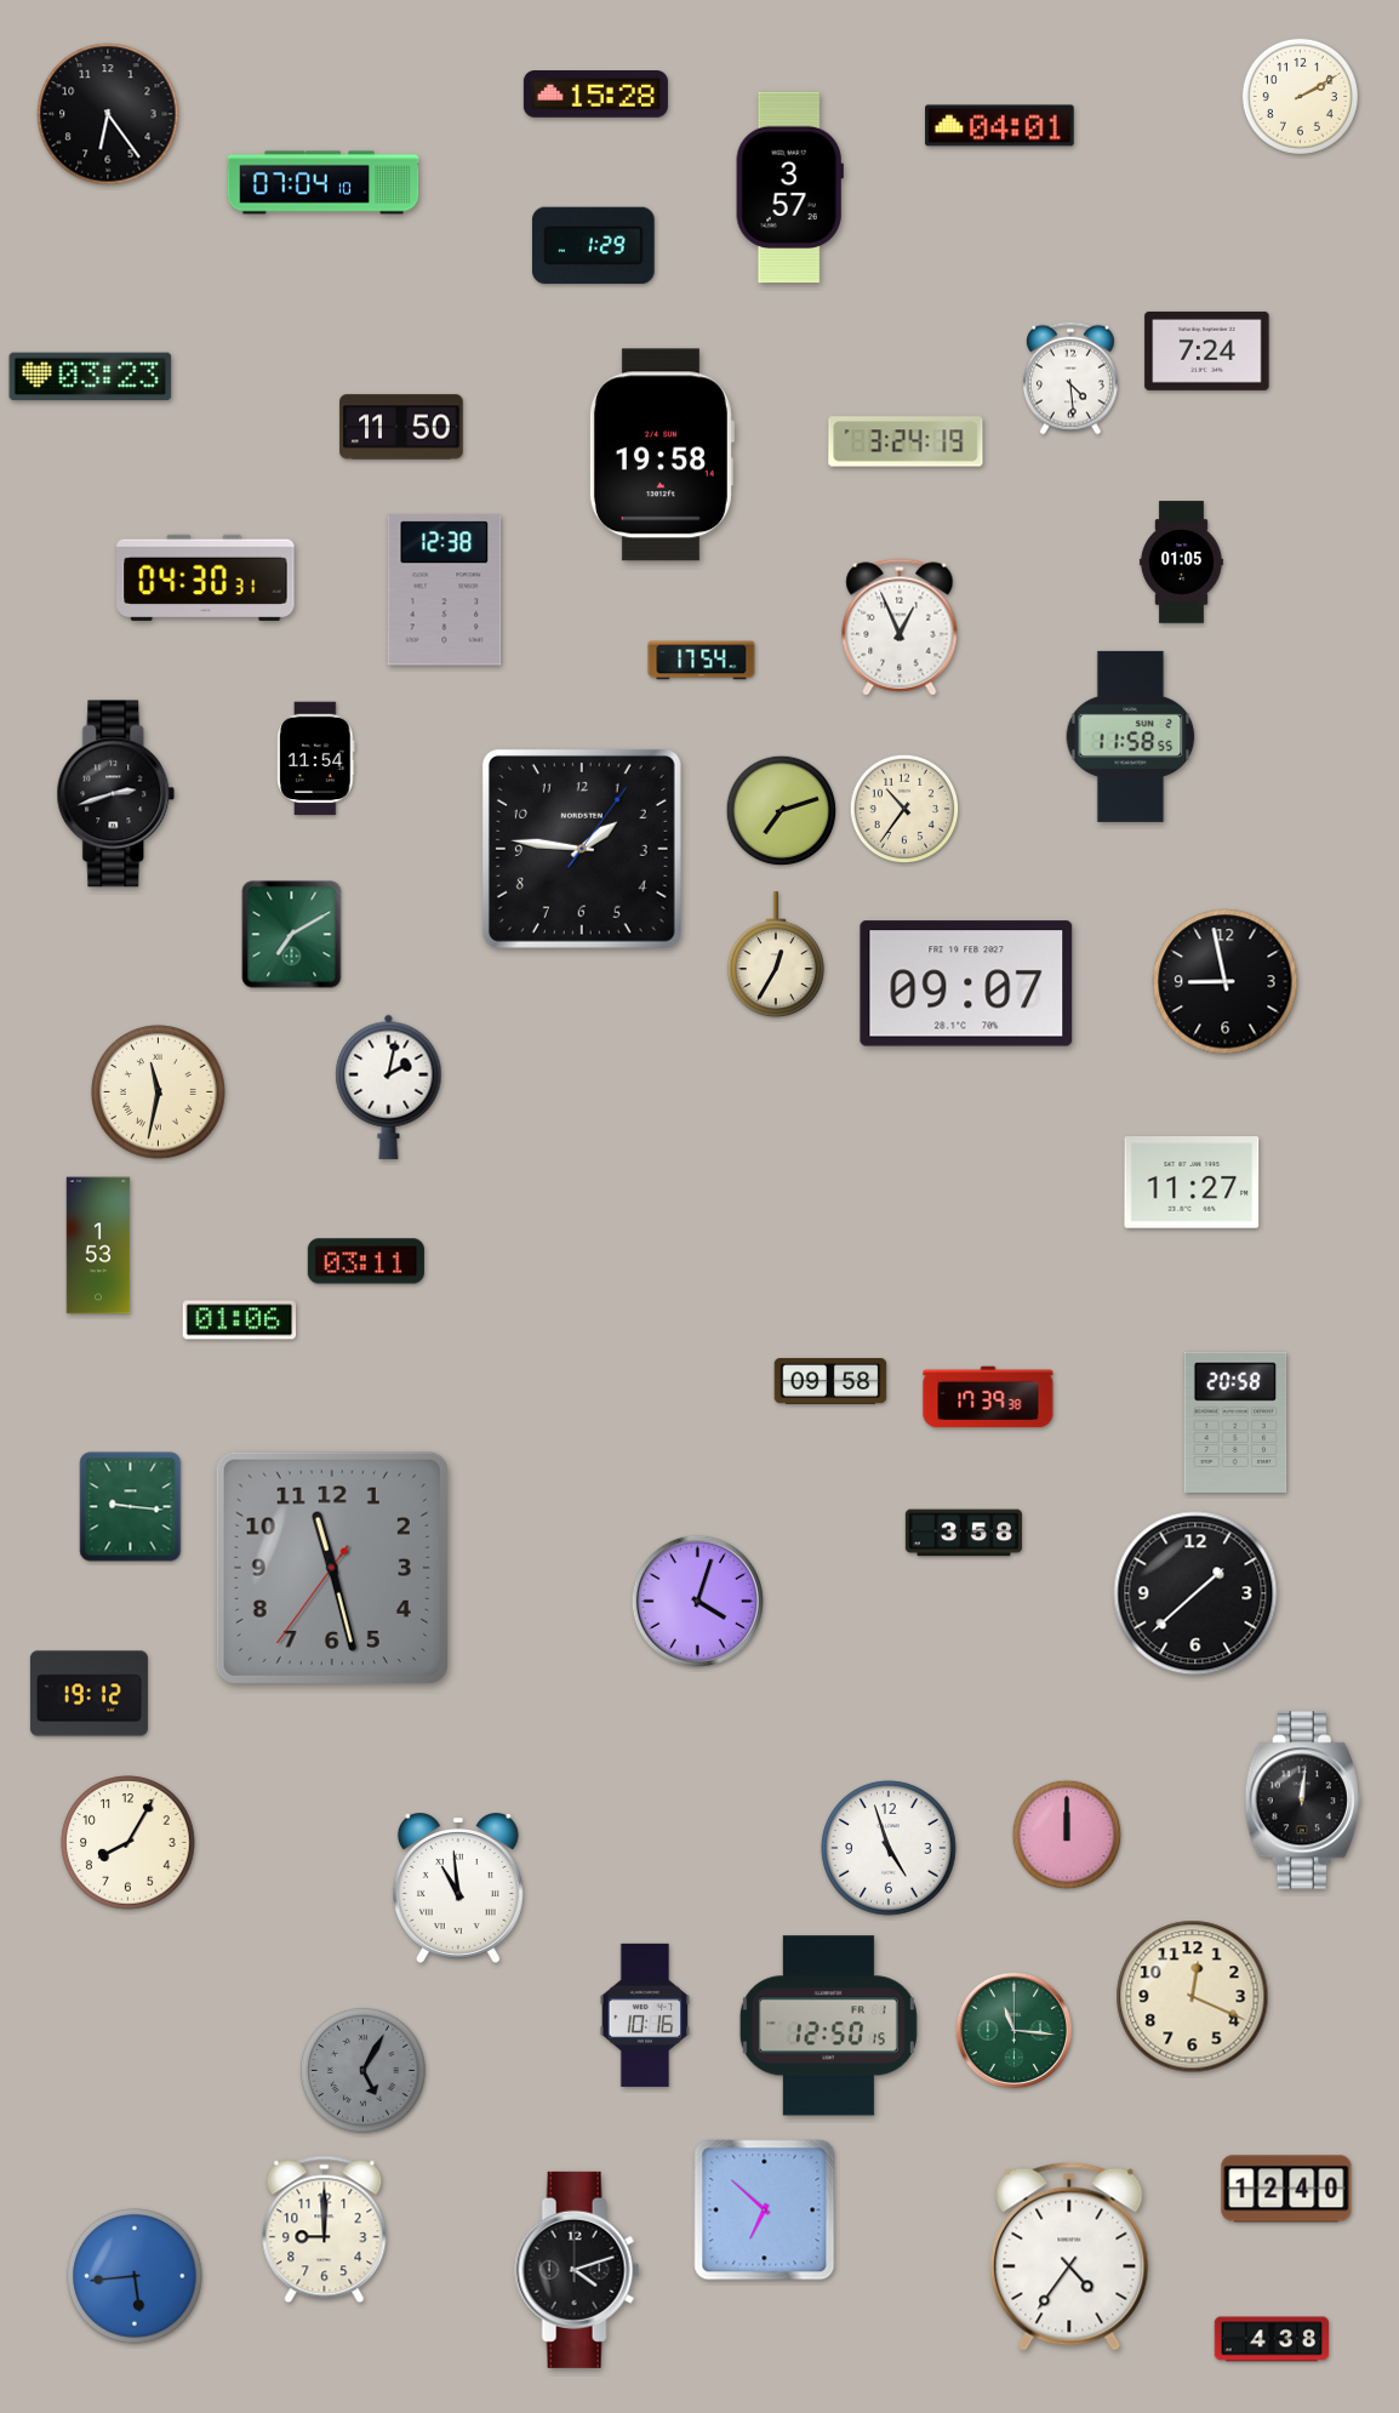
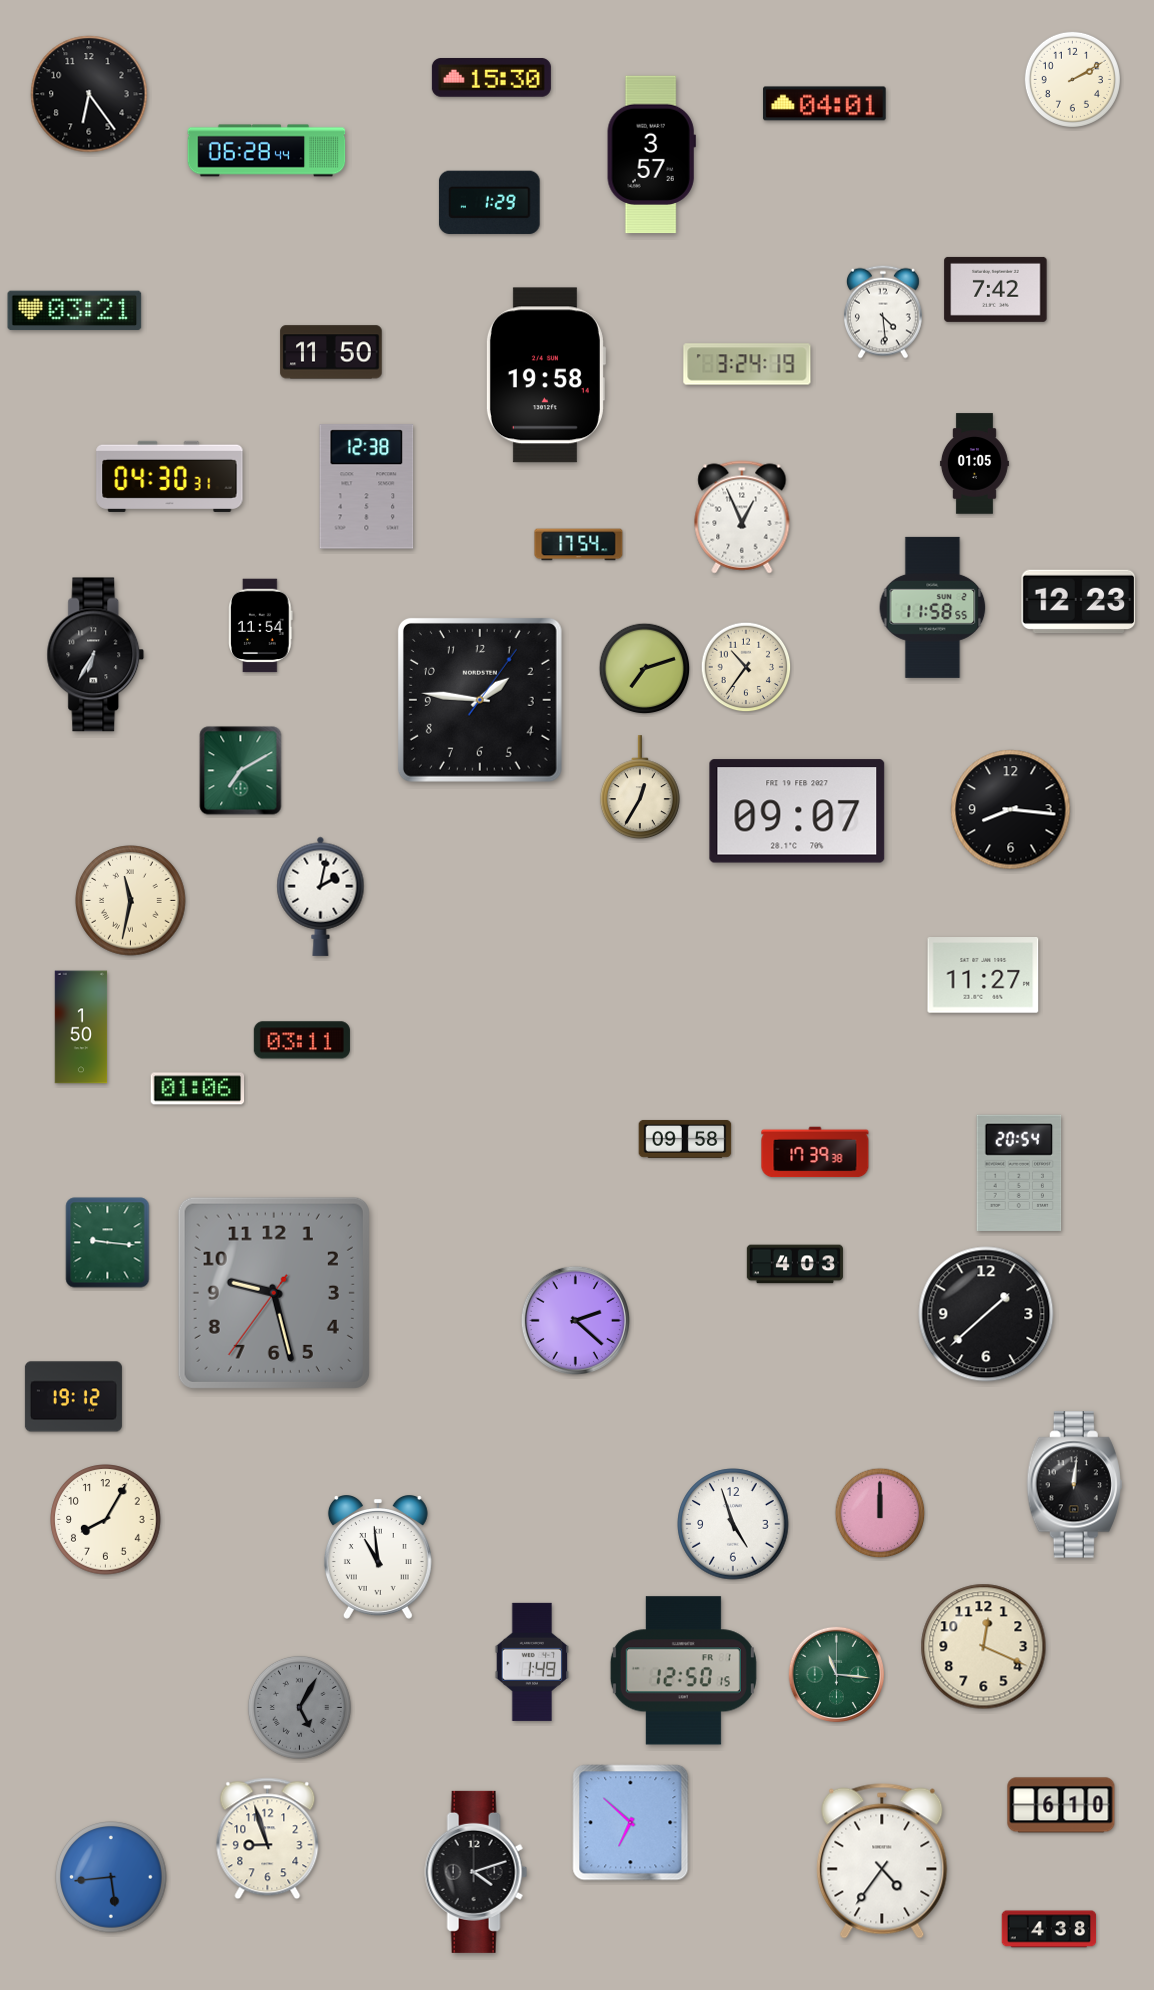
clock at (595, 95): 15:28 -> 15:30
clock at (324, 183): 07:04 -> 06:28
clock at (1207, 350): 7:24 -> 7:42
clock at (91, 377): 03:23 -> 03:21
clock at (1079, 602): none -> 12:23
clock at (116, 794): 2:42 -> 6:35
clock at (1226, 982): 8:58 -> 8:16
clock at (98, 1245): 1:53 -> 1:50
clock at (1235, 1422): 20:58 -> 20:54
clock at (964, 1533): 3:58 -> 4:03
clock at (332, 1568): 11:27 -> 9:27
clock at (697, 1601): 4:03 -> 2:22
clock at (645, 2015): 10:16 -> 1:49
clock at (1286, 2189): 12:40 -> 6:10
clock at (325, 2230): 9:00 -> 8:57
